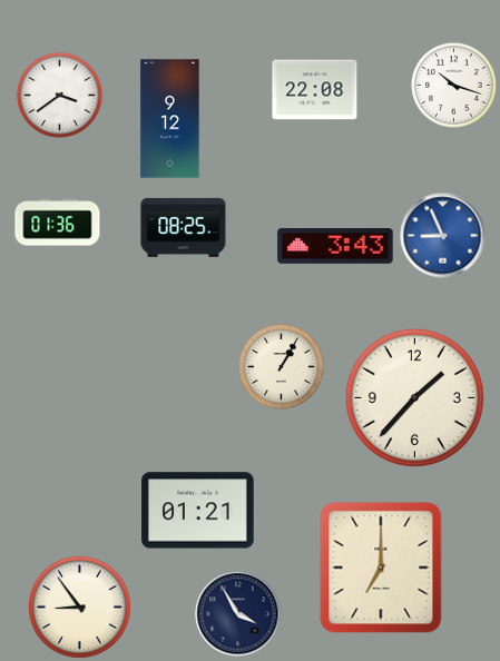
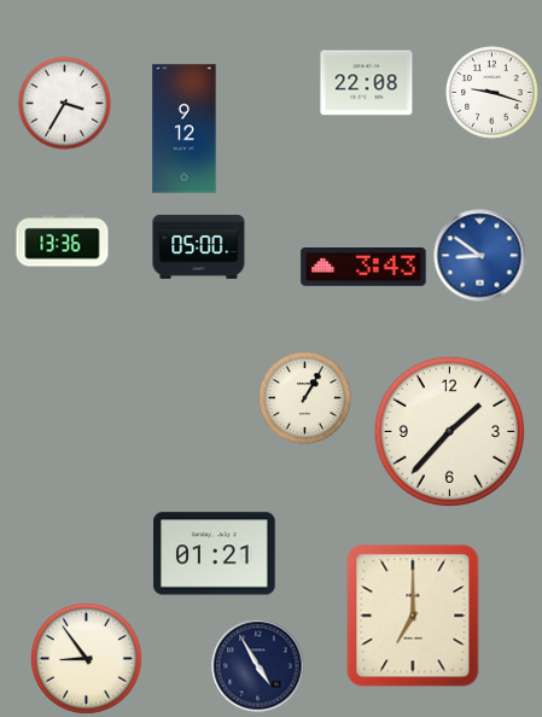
clock at (454, 86): 10:18 -> 9:18
clock at (315, 90) position: (315, 90) -> (367, 83)
clock at (60, 96): 3:39 -> 3:35
clock at (58, 223): 01:36 -> 13:36
clock at (184, 227): 08:25 -> 05:00
clock at (443, 236): 8:56 -> 8:51
clock at (238, 614): 3:55 -> 4:55
